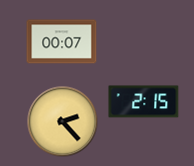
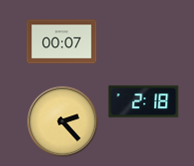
clock at (144, 102): 2:15 -> 2:18
